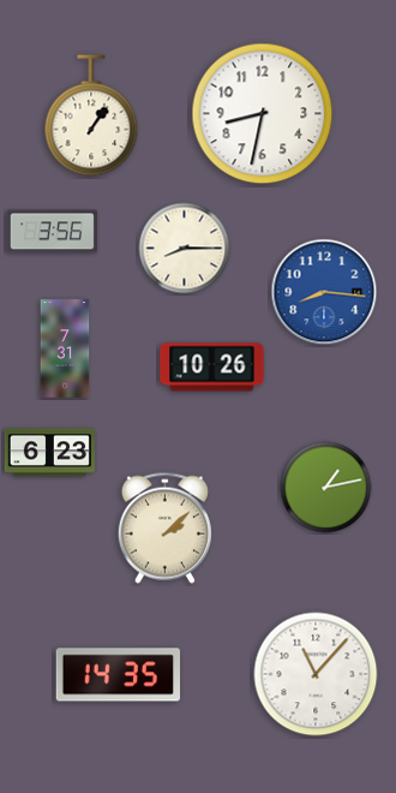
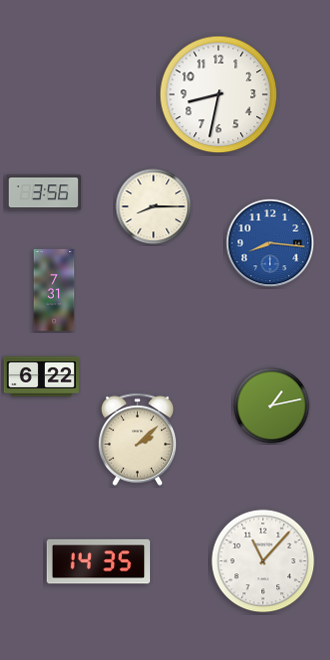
clock at (91, 115): 1:06 -> none
clock at (212, 368): 10:26 -> none
clock at (49, 453): 6:23 -> 6:22
